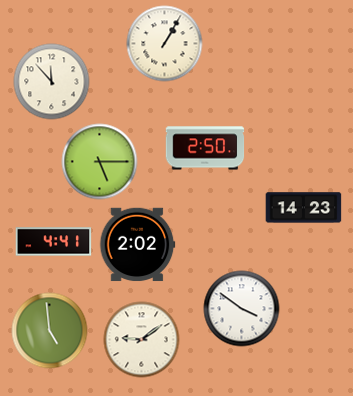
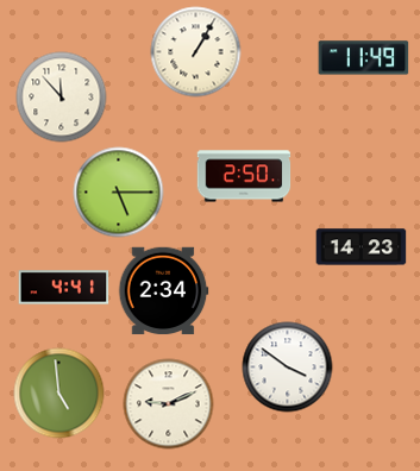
clock at (364, 58): none -> 11:49
clock at (137, 245): 2:02 -> 2:34
clock at (142, 340): 9:09 -> 9:11
